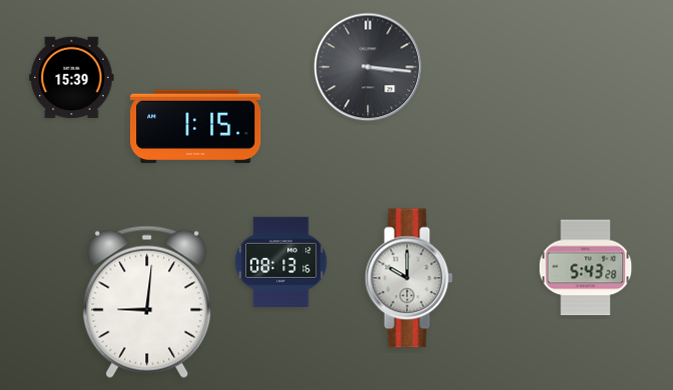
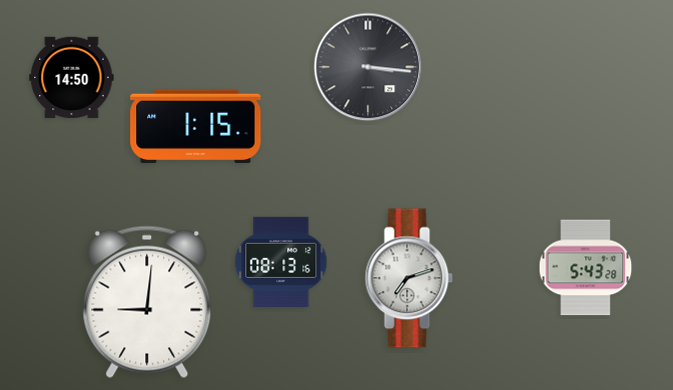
clock at (72, 77): 15:39 -> 14:50
clock at (409, 278): 10:00 -> 7:12
